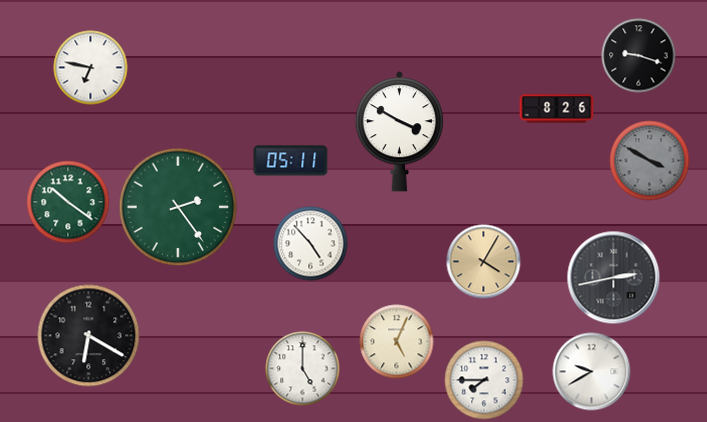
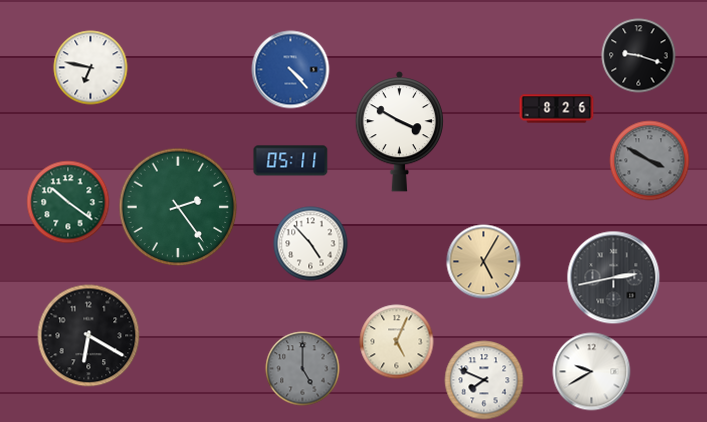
clock at (291, 70): none -> 4:23
clock at (484, 262): 4:05 -> 5:05
clock at (303, 369) dial: white -> grey
clock at (484, 380): 7:45 -> 7:49
